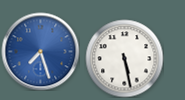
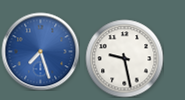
clock at (124, 58): 5:28 -> 9:28
